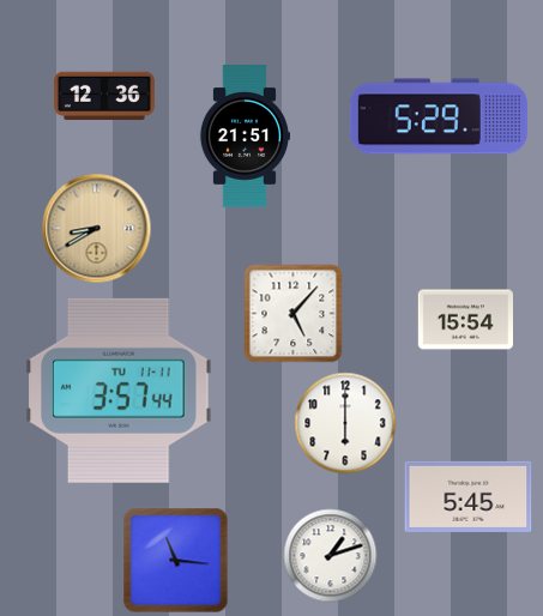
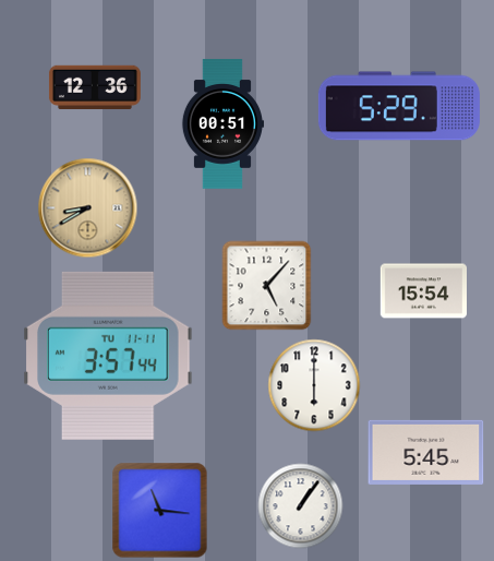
clock at (245, 137): 21:51 -> 00:51
clock at (331, 556): 1:12 -> 1:06
